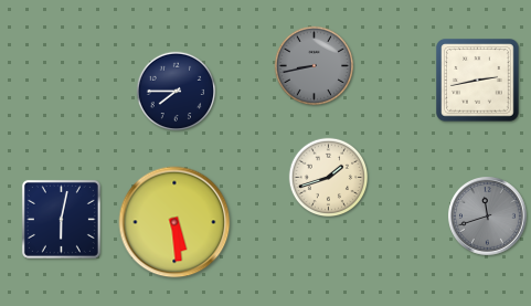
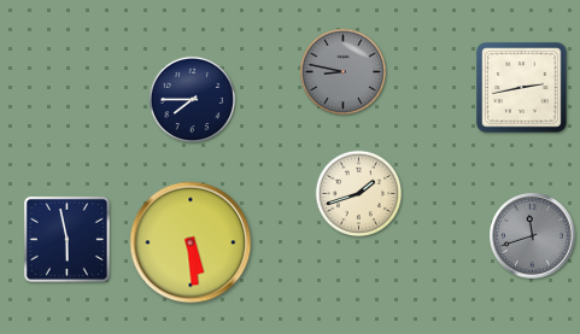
clock at (315, 66): 8:43 -> 8:47
clock at (61, 219): 6:02 -> 5:58
